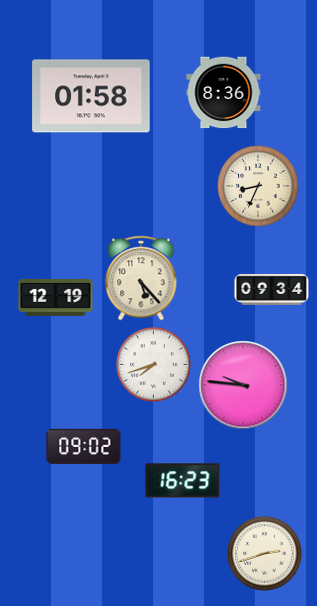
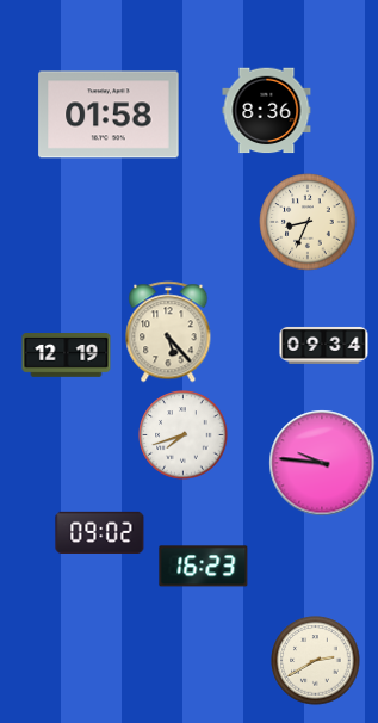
clock at (243, 385) position: (243, 385) -> (322, 463)
clock at (183, 481) position: (183, 481) -> (204, 567)
clock at (265, 554): 2:42 -> 2:40
